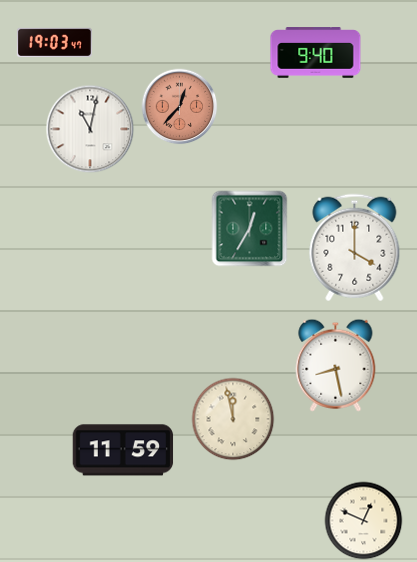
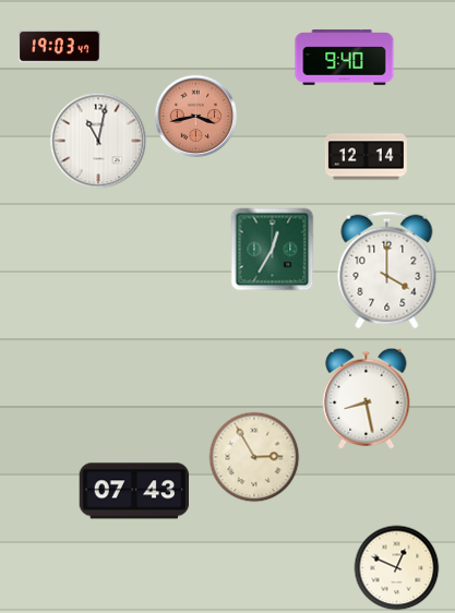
clock at (180, 107): 12:37 -> 3:43
clock at (366, 157): none -> 12:14
clock at (233, 419): 11:58 -> 2:55
clock at (123, 450): 11:59 -> 07:43
